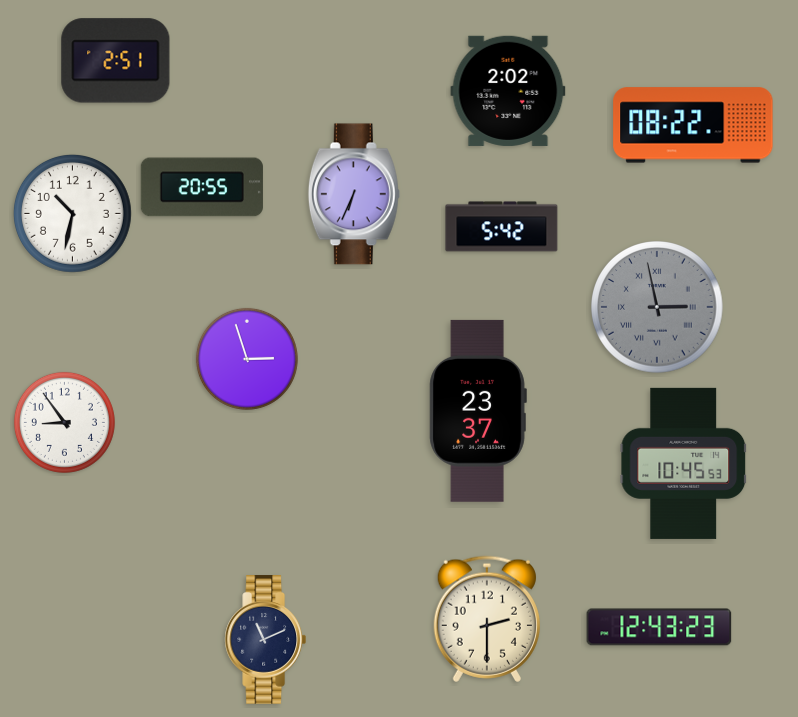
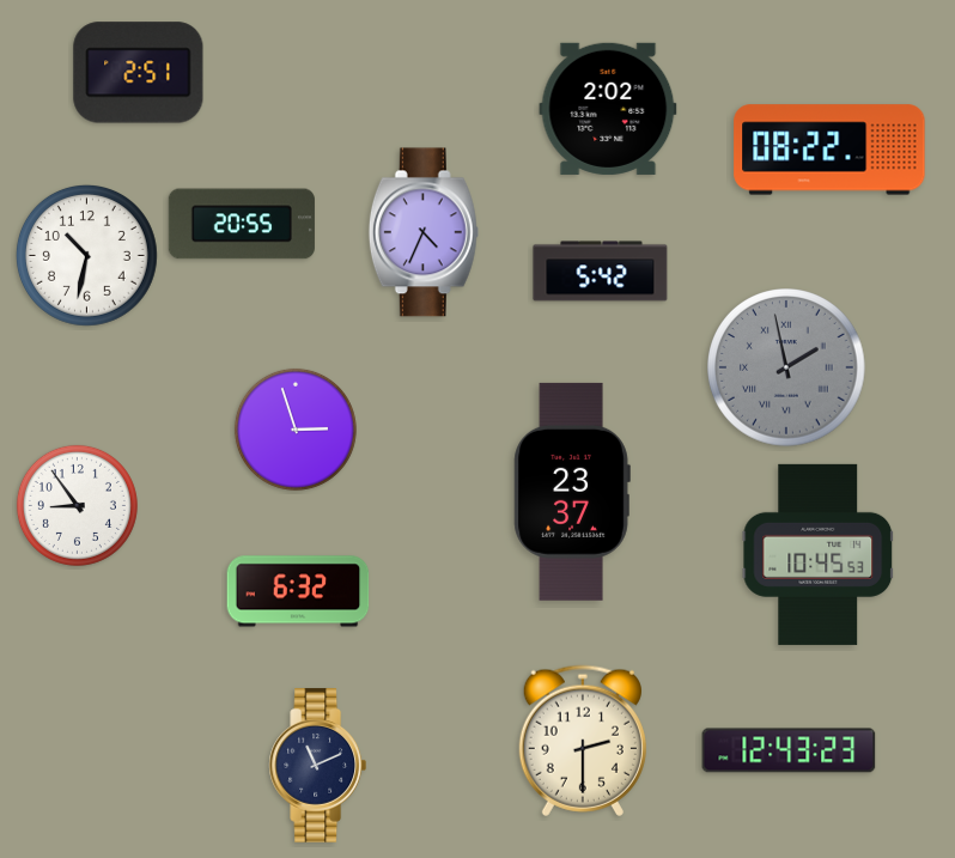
clock at (354, 194): 6:34 -> 4:34
clock at (657, 307): 2:58 -> 1:58
clock at (298, 591): none -> 6:32
